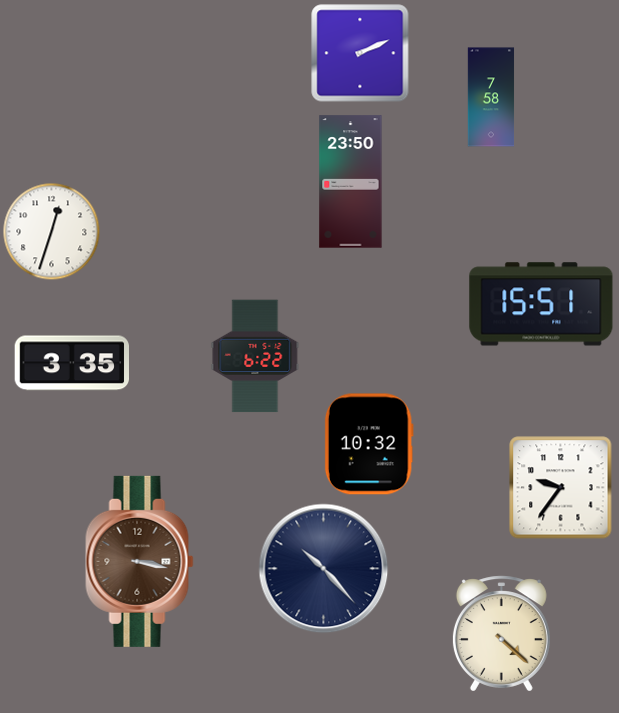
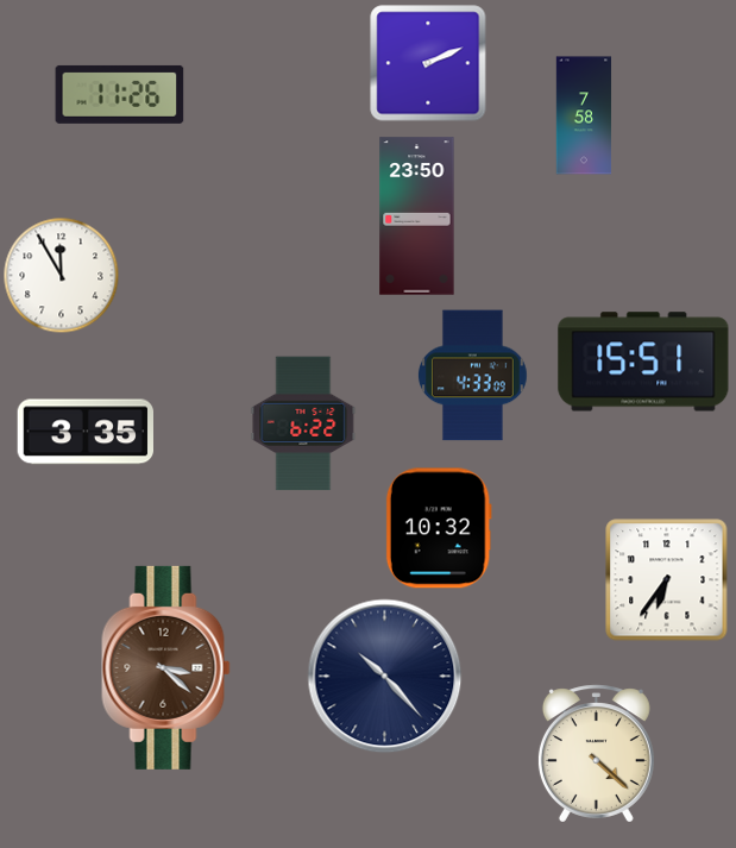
clock at (120, 94): none -> 11:26
clock at (51, 231): 12:33 -> 11:55
clock at (473, 376): none -> 4:33
clock at (561, 488): 9:36 -> 6:36
clock at (140, 561): 3:17 -> 3:22
